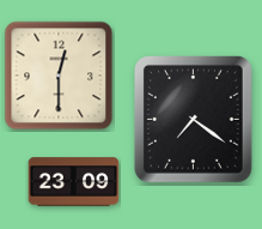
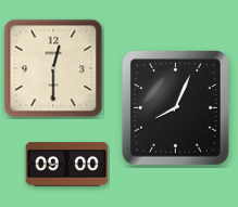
clock at (193, 120): 7:21 -> 8:04
clock at (74, 182): 23:09 -> 09:00
